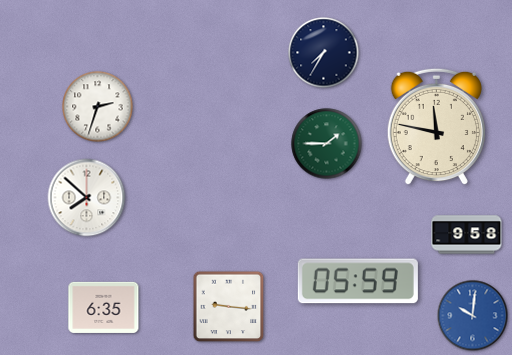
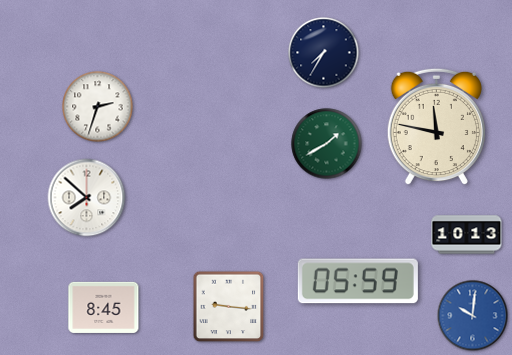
clock at (327, 144): 1:45 -> 1:40
clock at (467, 235): 9:58 -> 10:13
clock at (104, 307): 6:35 -> 8:45
